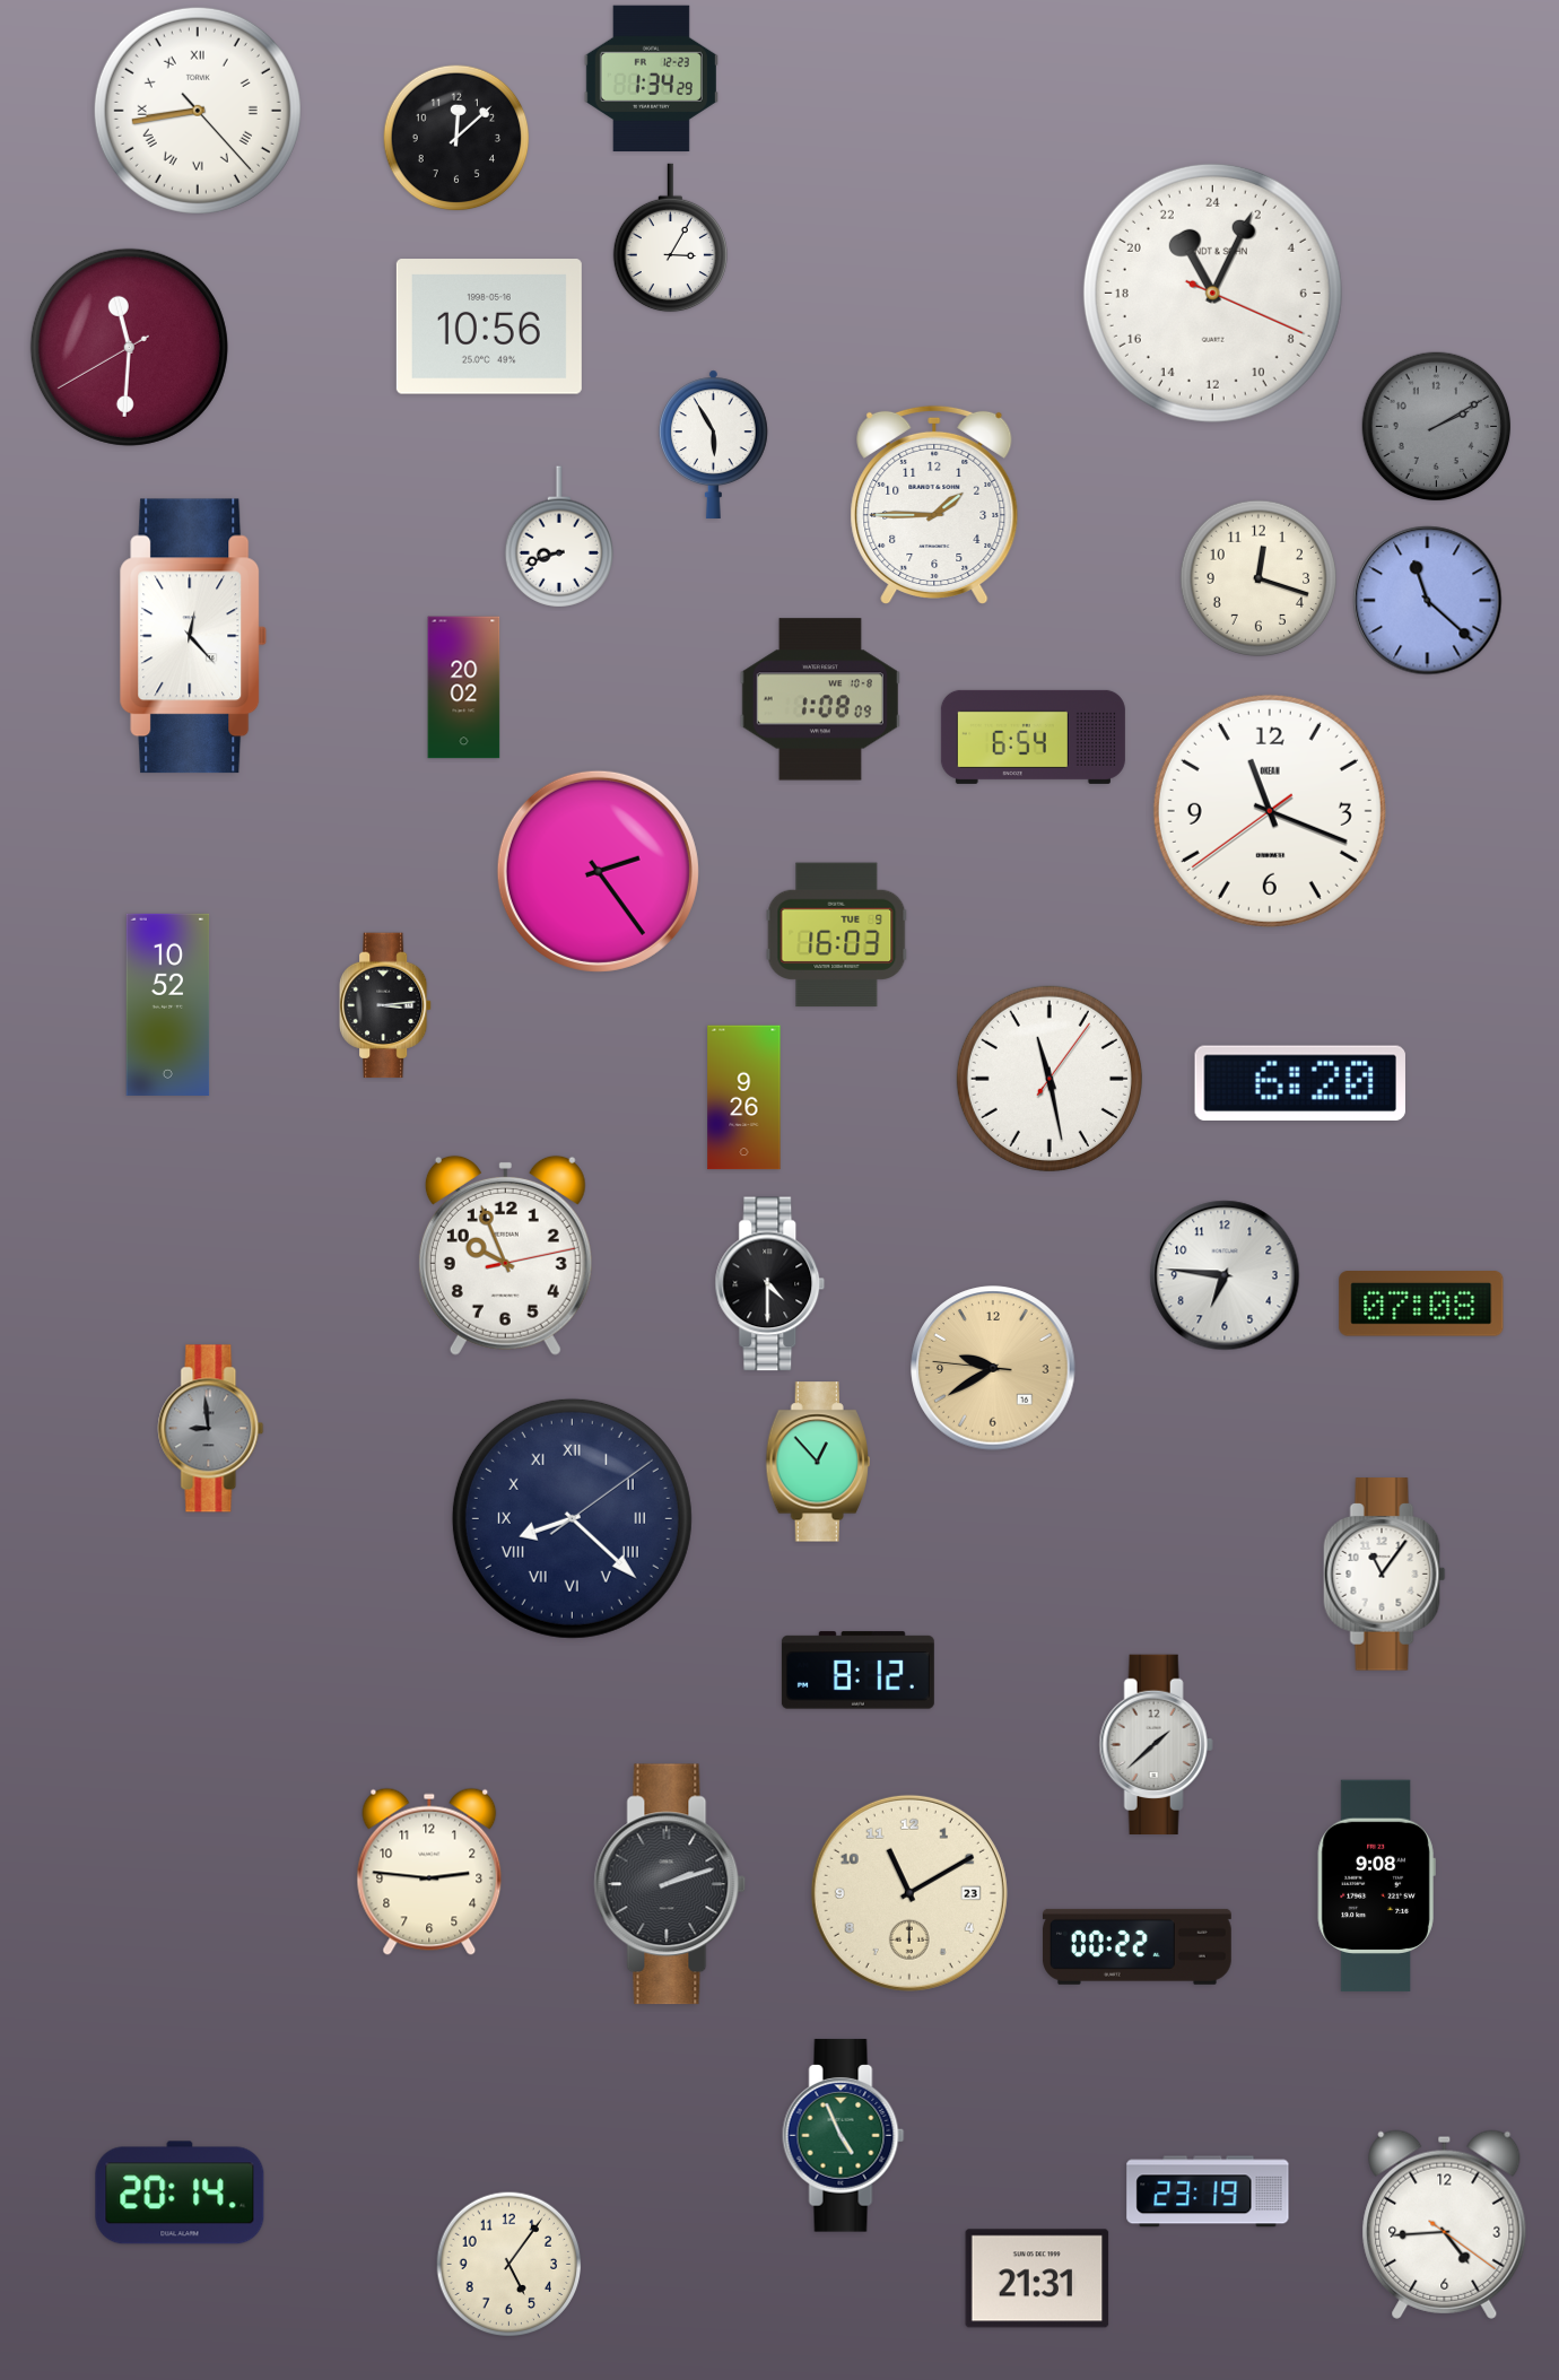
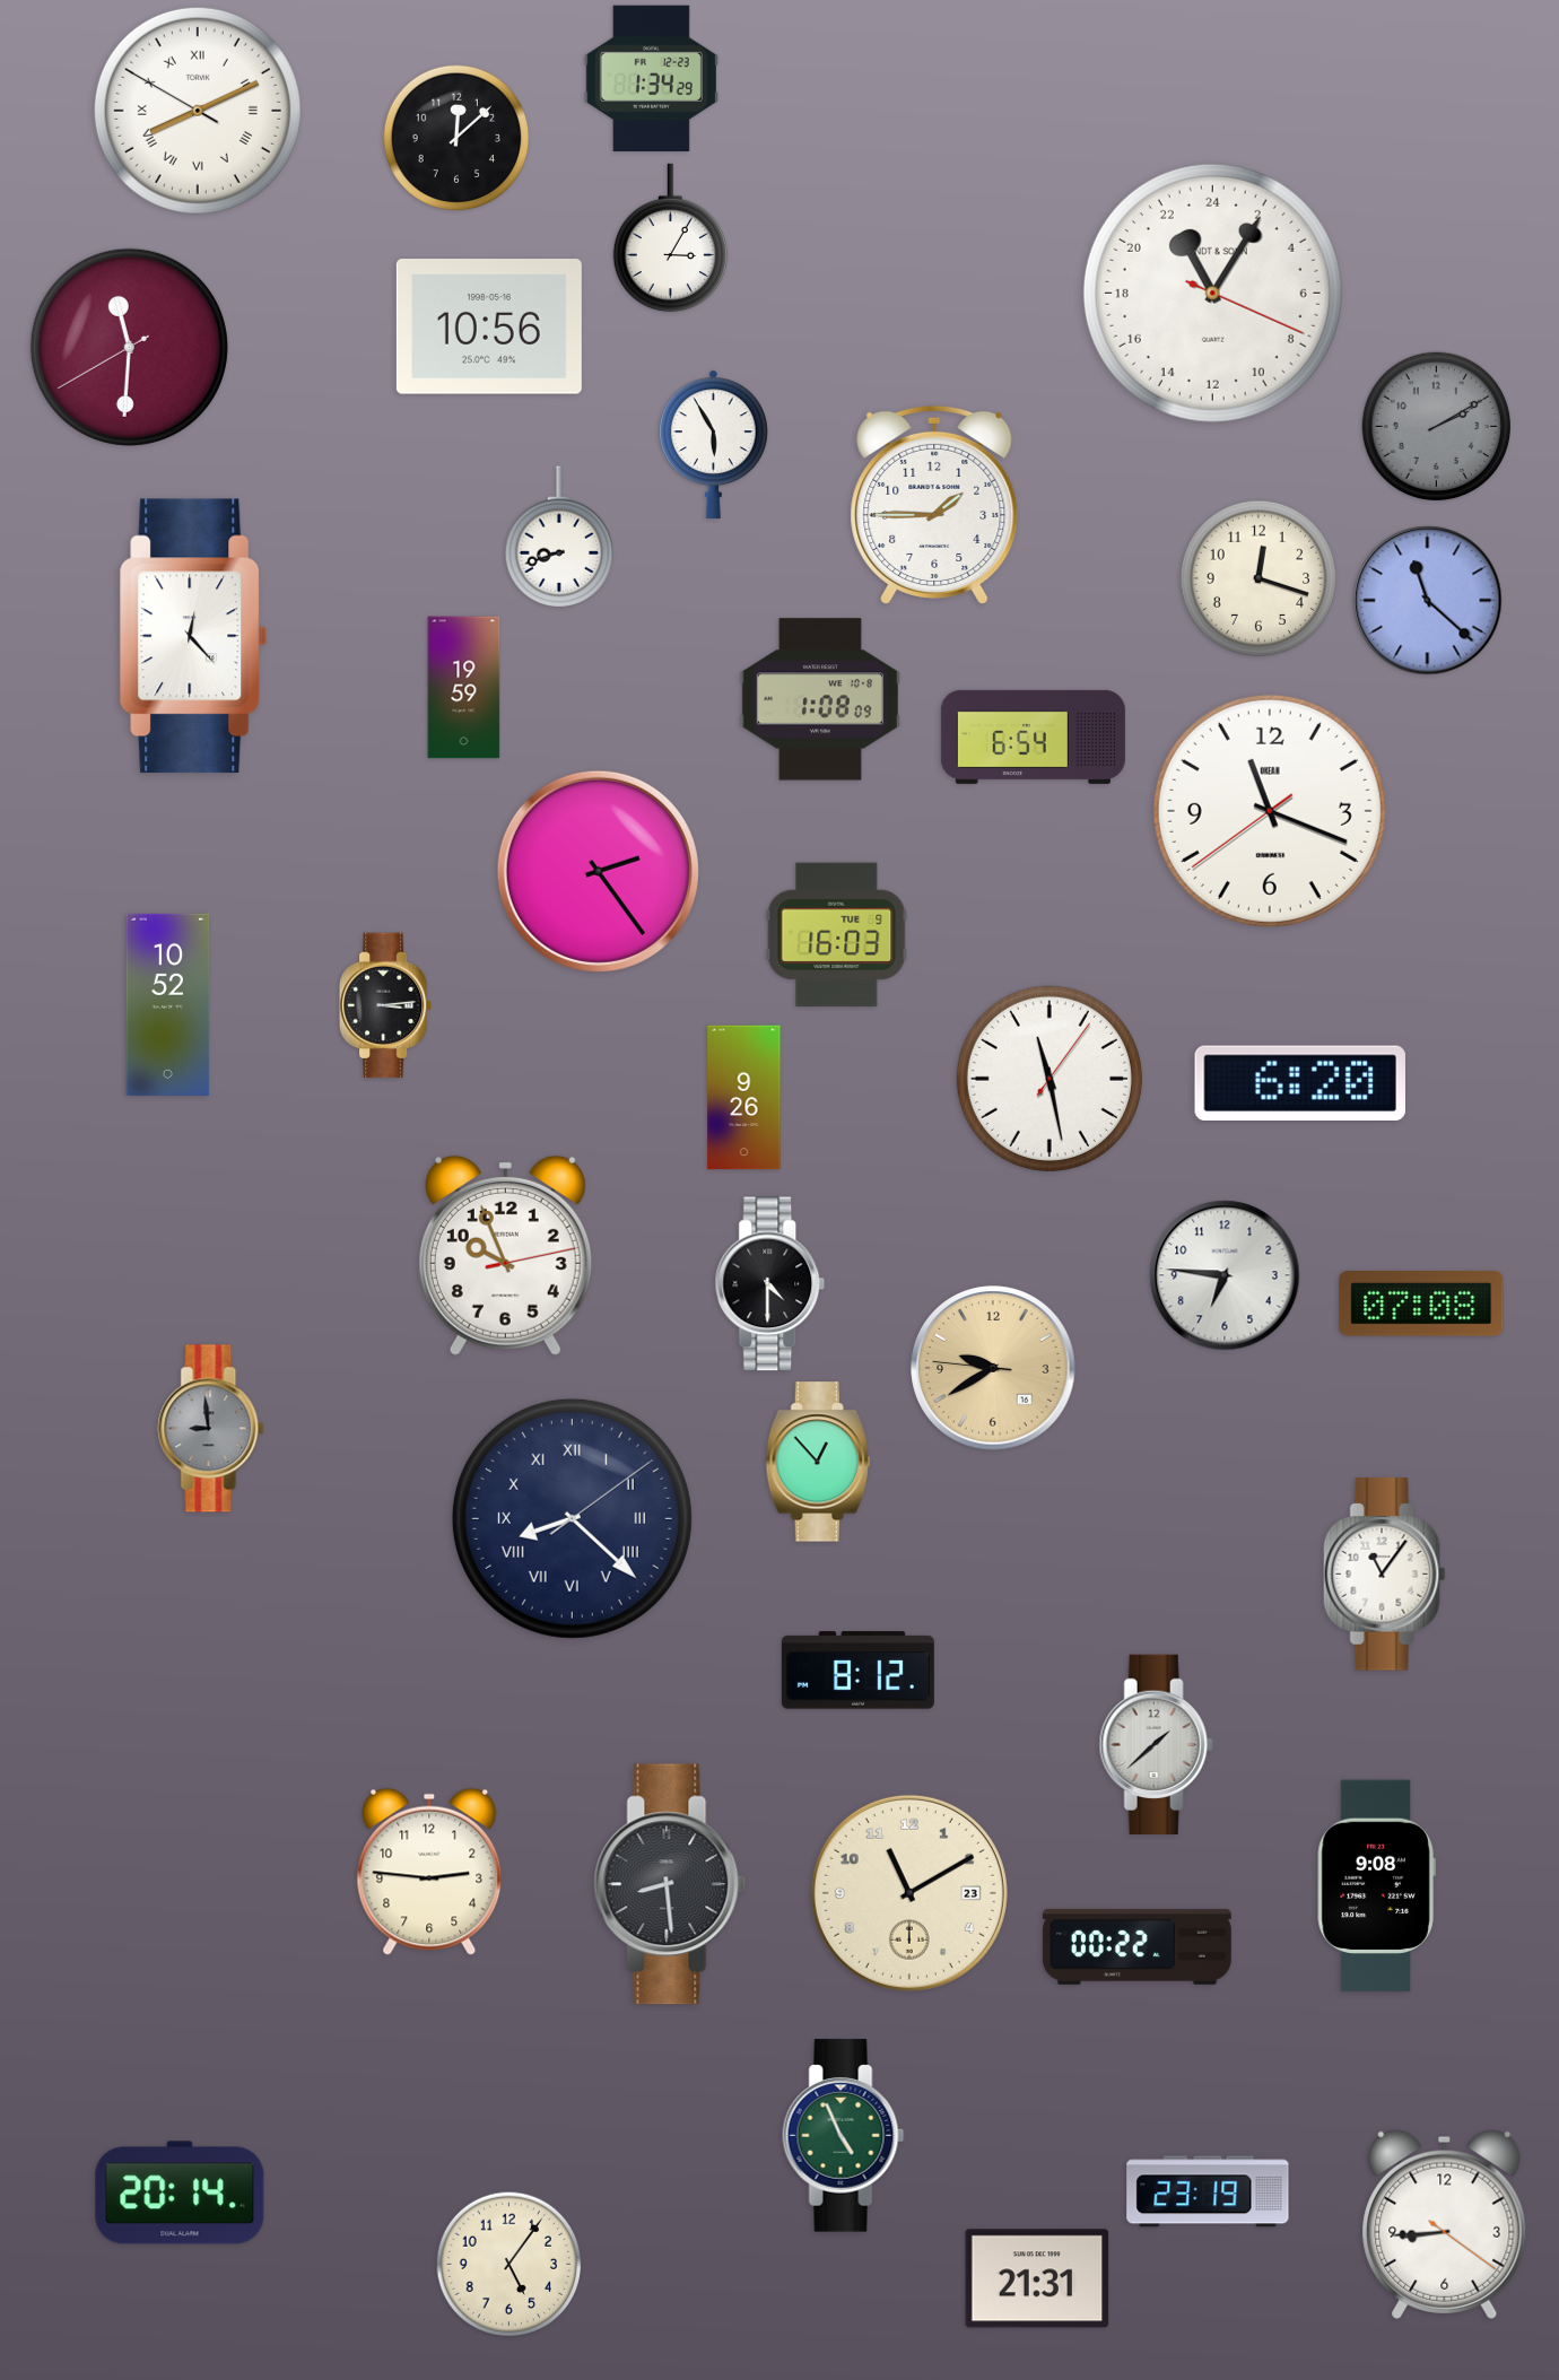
clock at (198, 111): 8:43 -> 8:10
clock at (1212, 293): 22:04 -> 22:05
clock at (464, 688): 20:02 -> 19:59
clock at (670, 1884): 2:12 -> 8:29
clock at (1445, 2224): 4:44 -> 8:44
